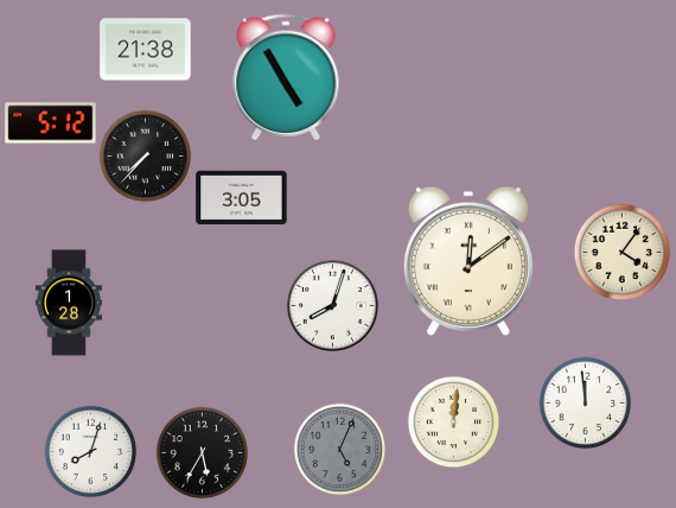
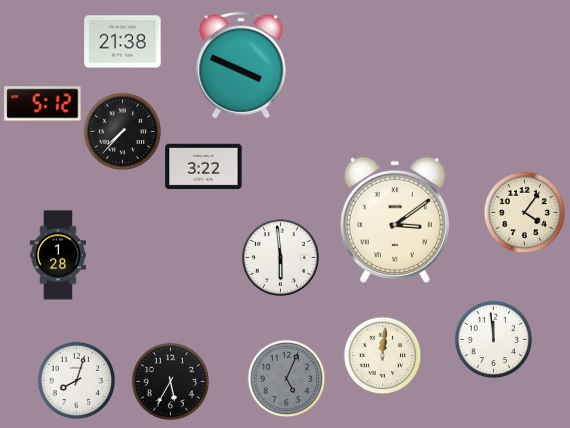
clock at (286, 77): 4:55 -> 3:49
clock at (242, 198): 3:05 -> 3:22
clock at (468, 261): 12:09 -> 3:09
clock at (332, 305): 8:03 -> 5:59
